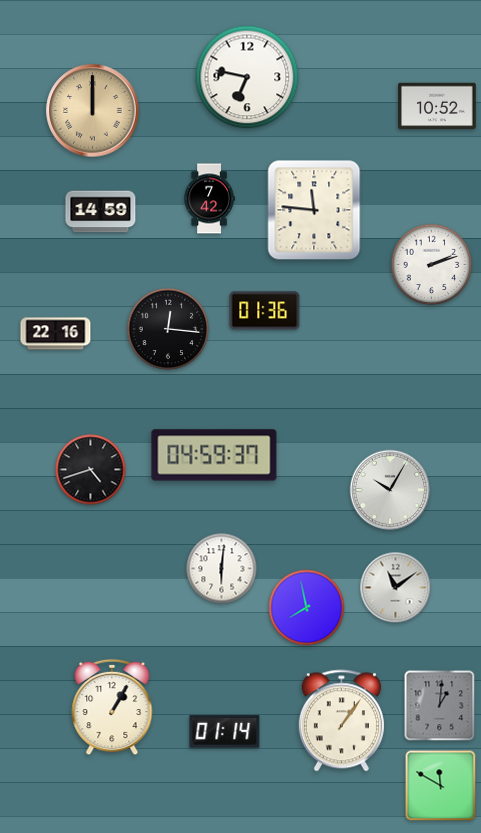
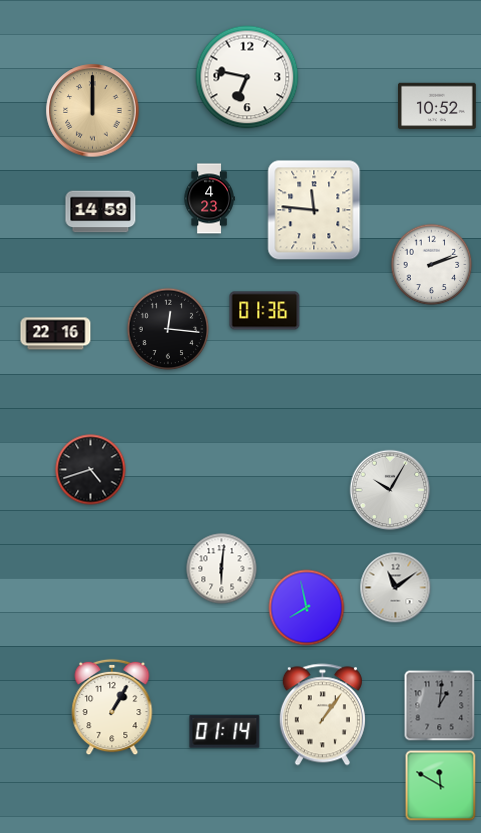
clock at (209, 199): 7:42 -> 4:23
clock at (214, 455): 04:59 -> none
clock at (341, 721) position: (341, 721) -> (322, 715)
